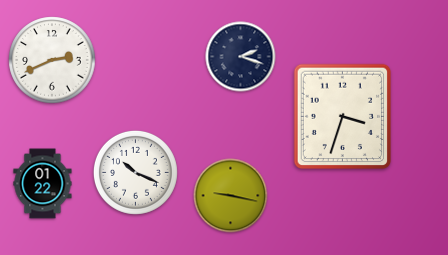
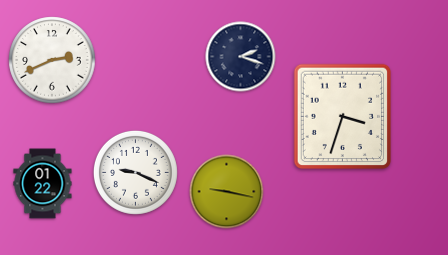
clock at (135, 172): 10:19 -> 9:19
clock at (231, 196) position: (231, 196) -> (227, 192)
